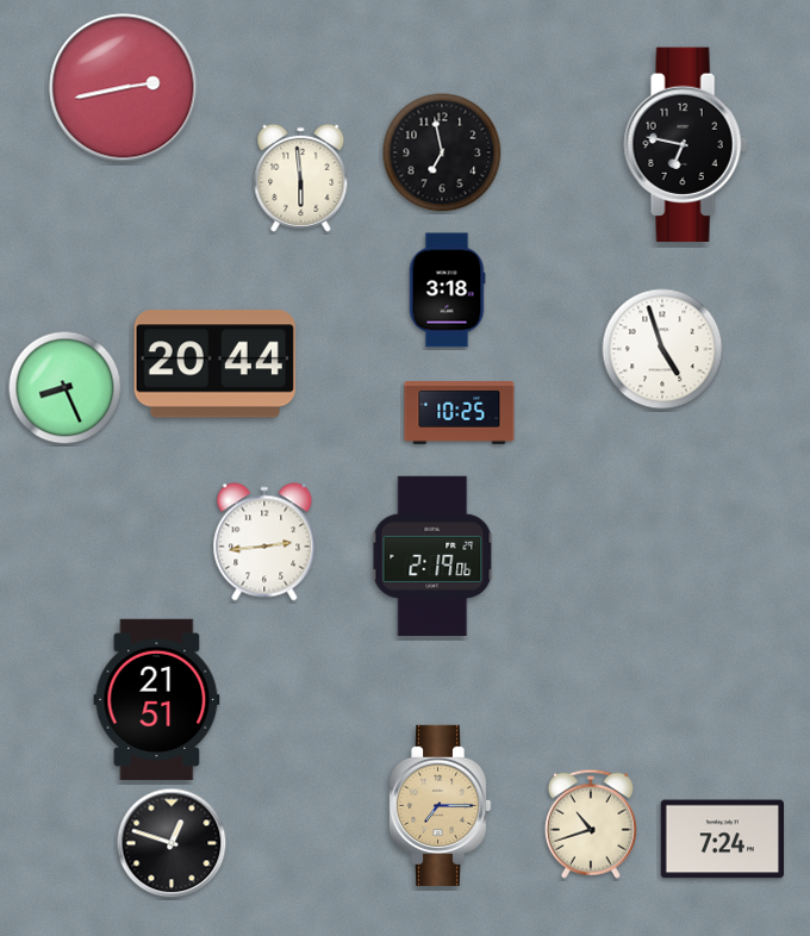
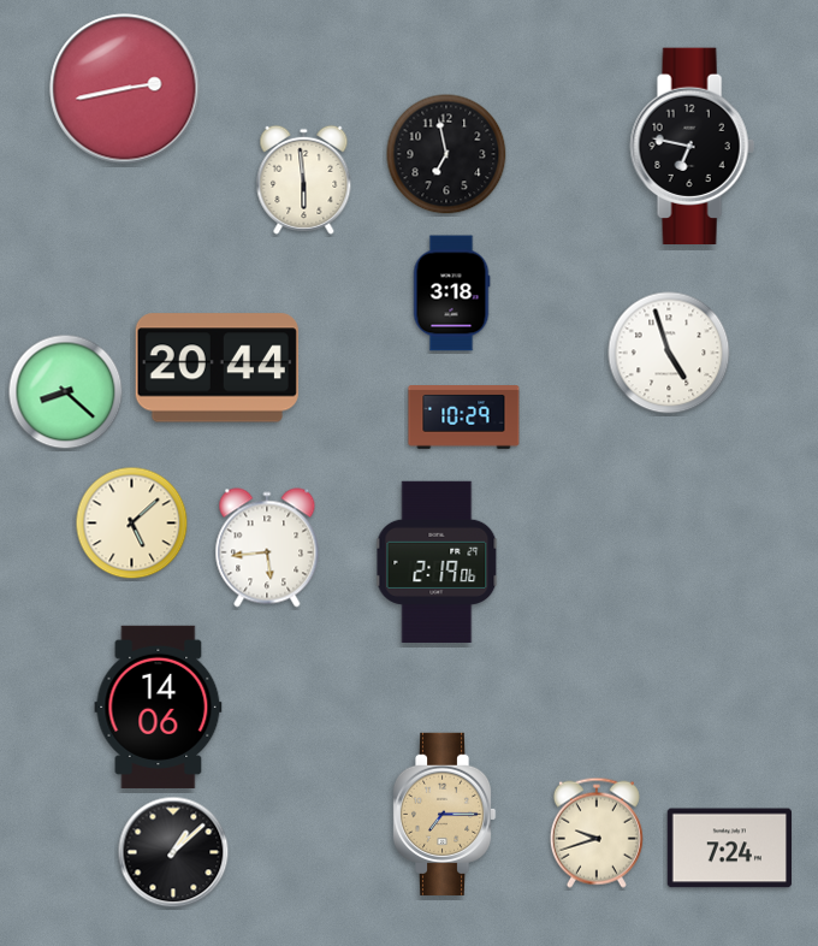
clock at (66, 388): 8:26 -> 8:22
clock at (460, 413): 10:25 -> 10:29
clock at (132, 524): none -> 5:08
clock at (264, 542): 2:44 -> 5:44
clock at (157, 699): 21:51 -> 14:06
clock at (591, 824): 10:42 -> 9:42
clock at (172, 843): 12:48 -> 1:08
